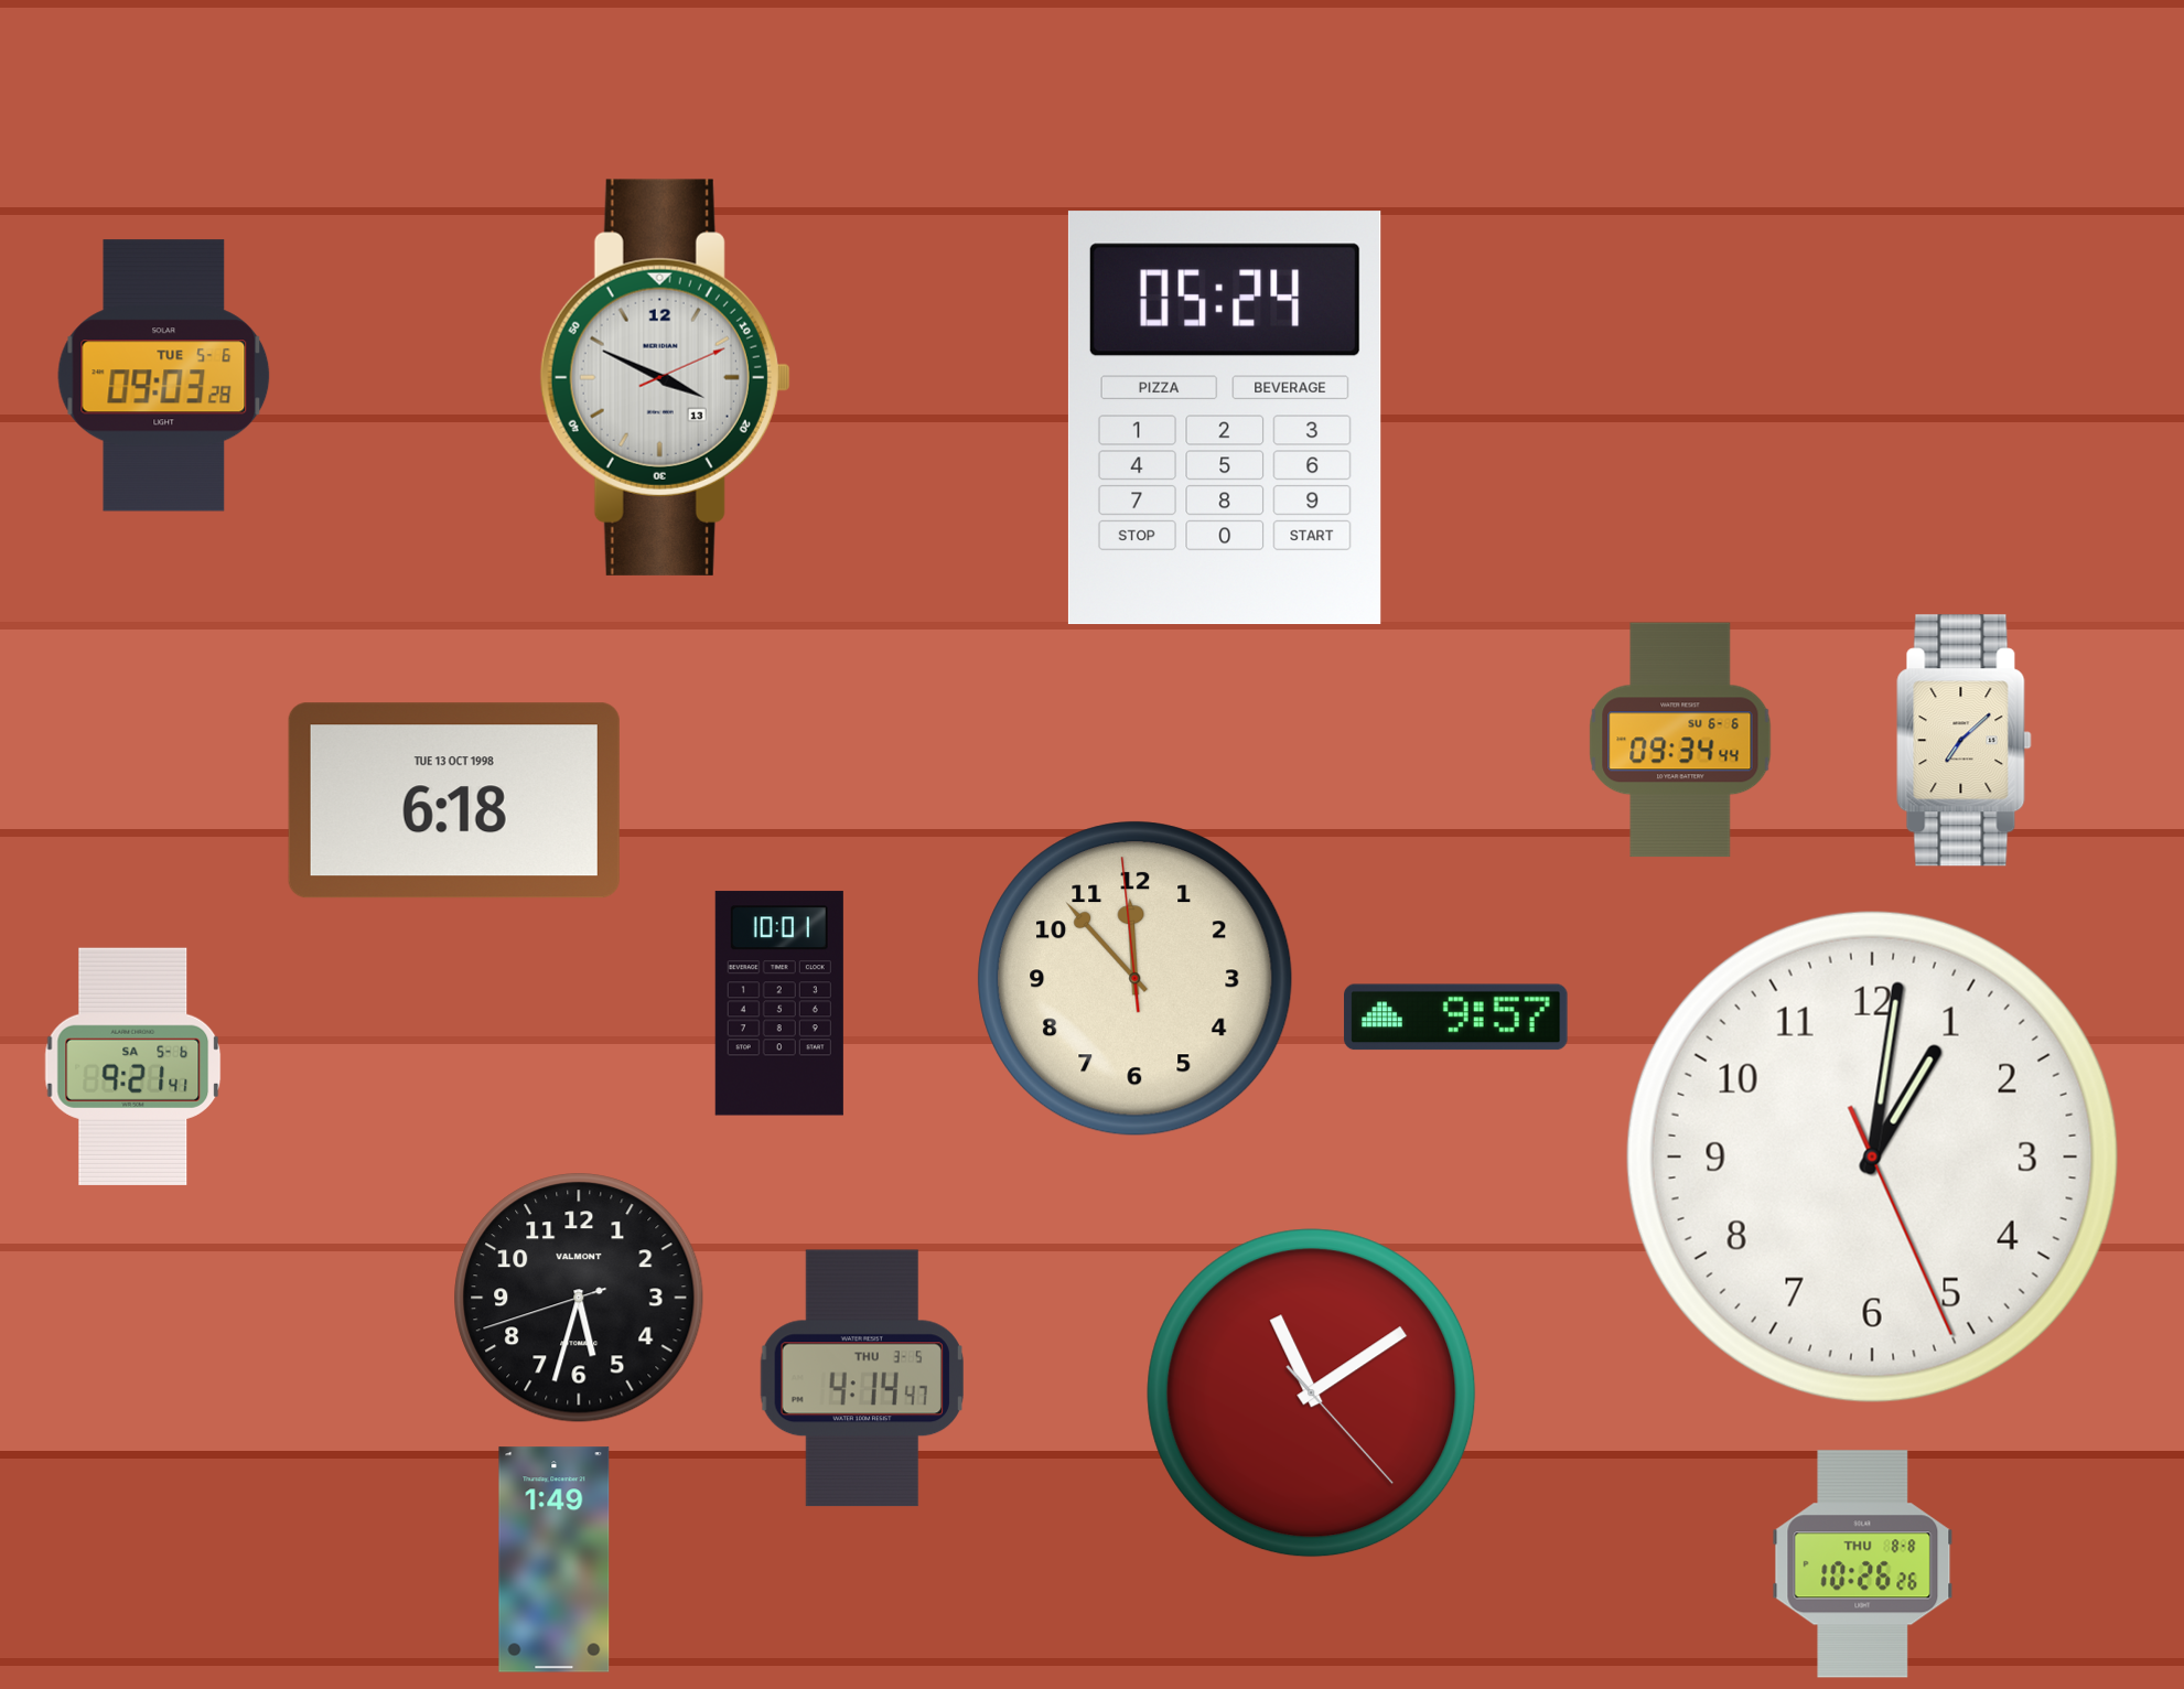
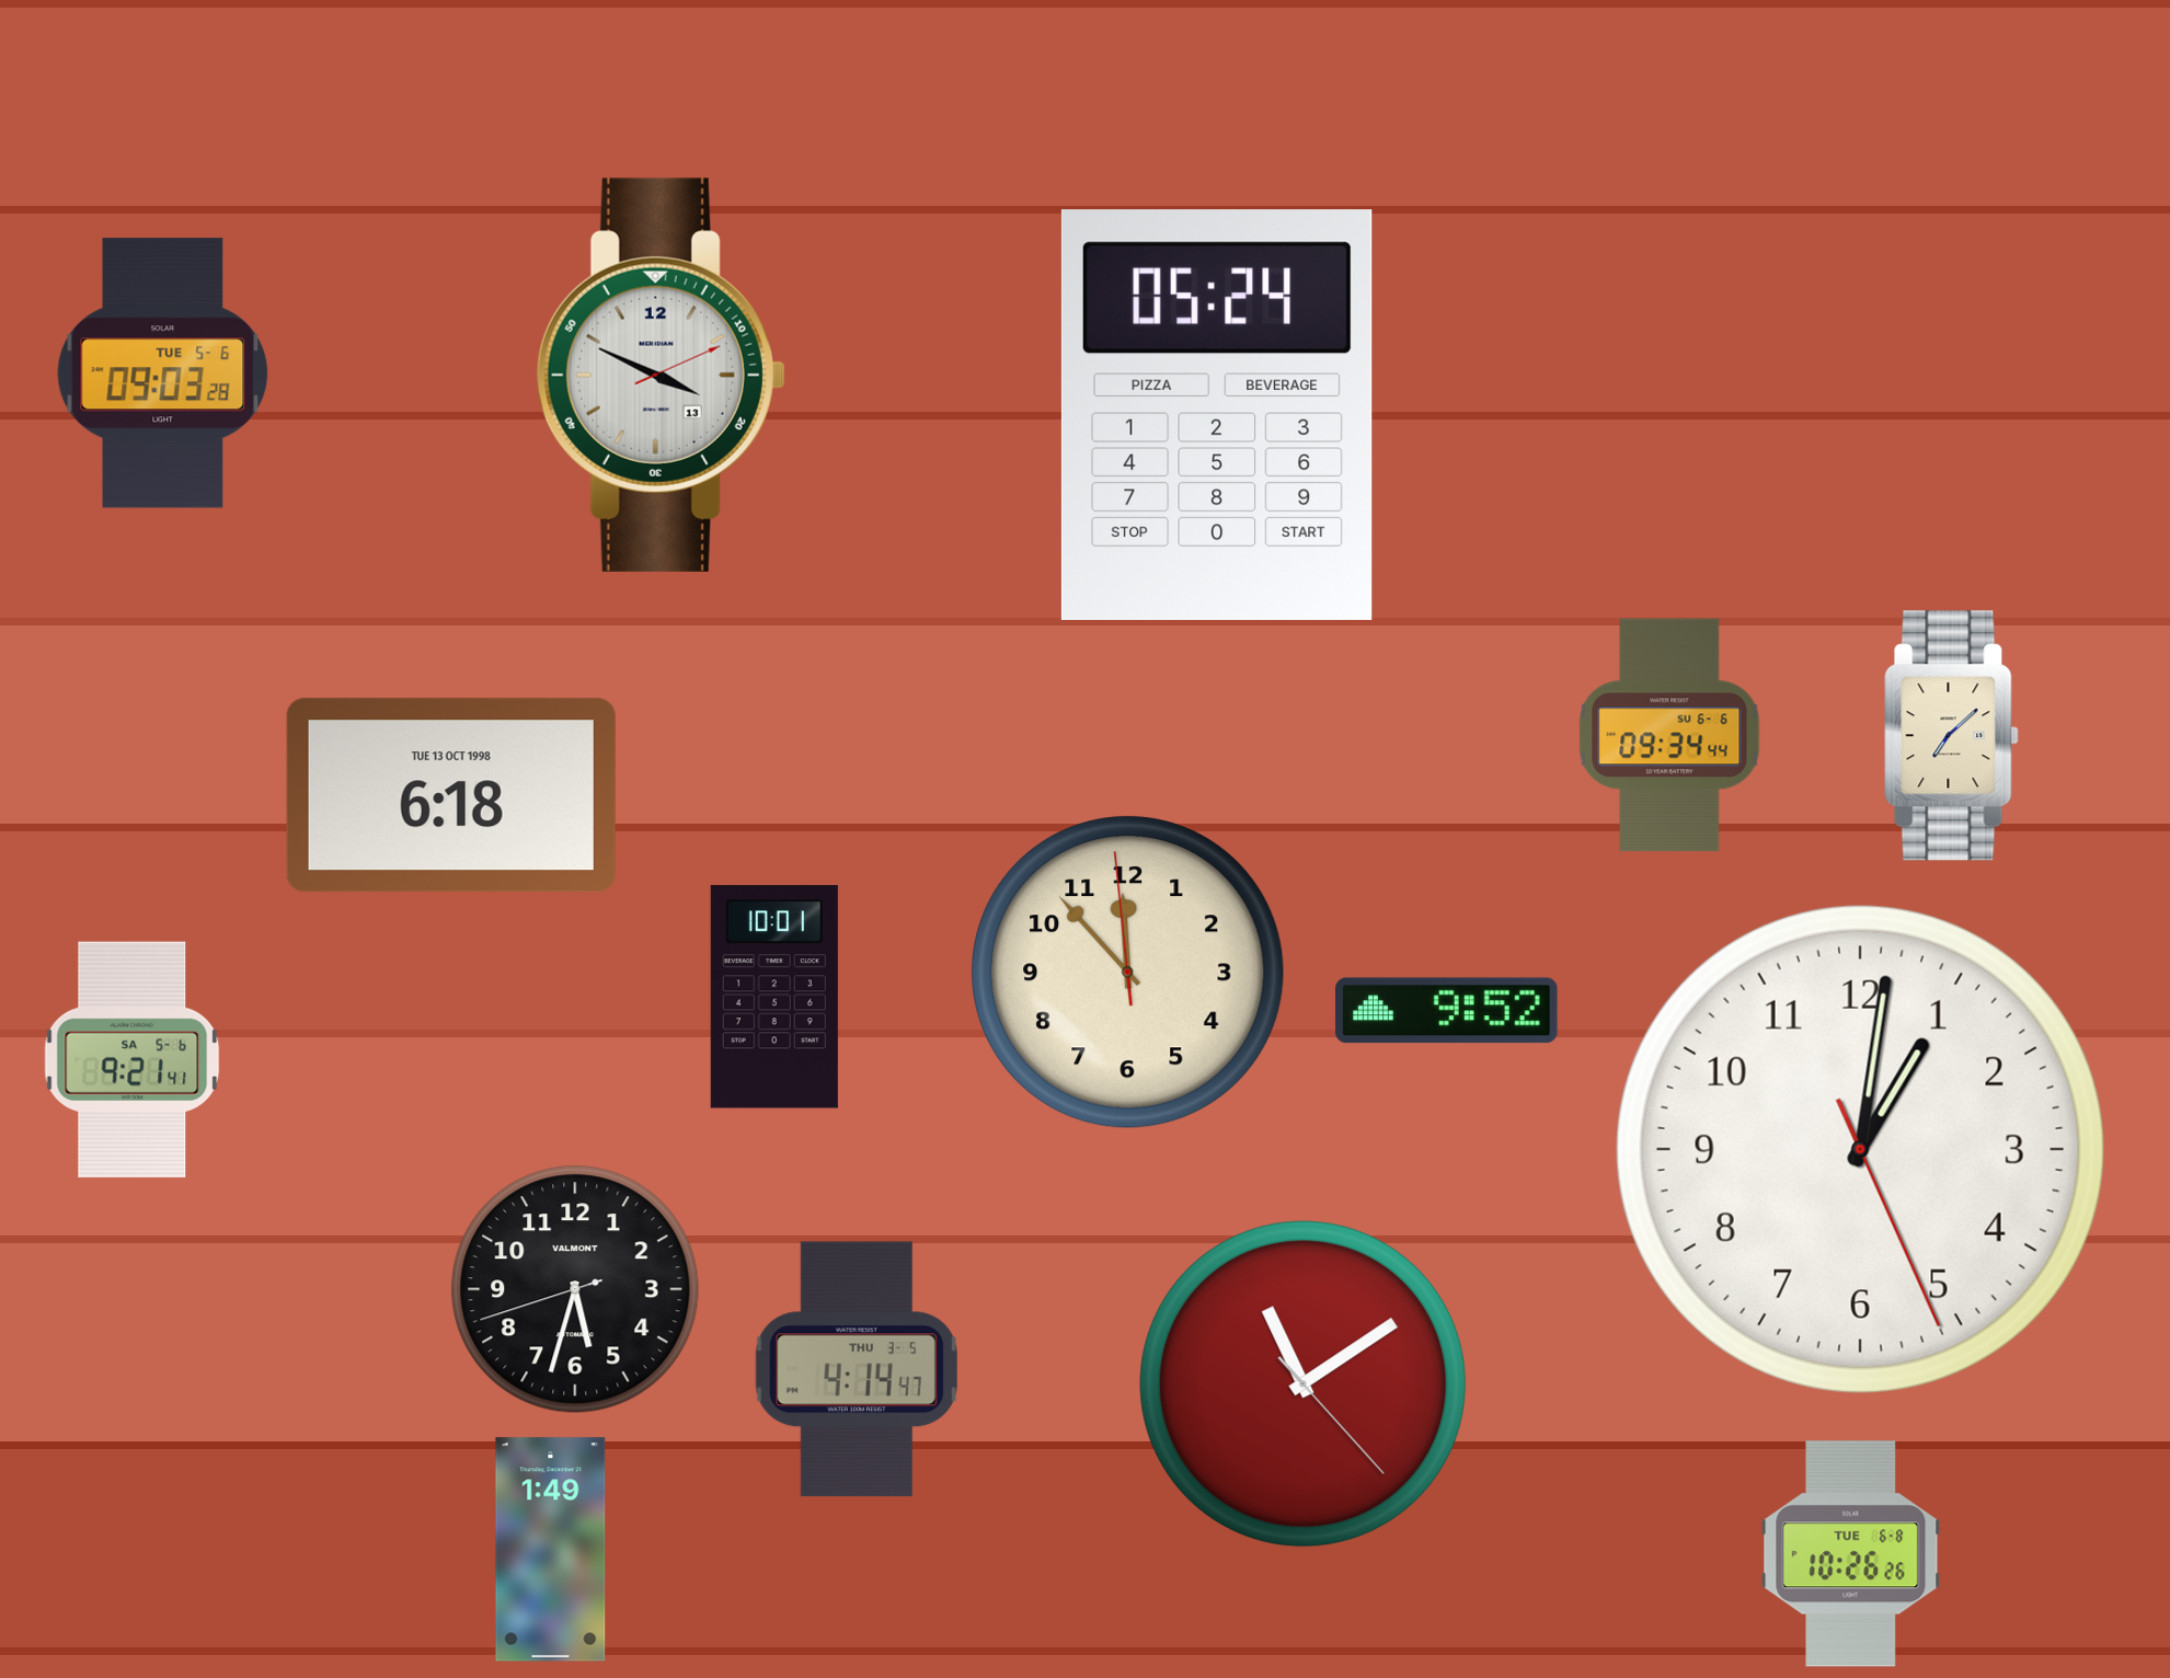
clock at (1456, 1018): 9:57 -> 9:52
clock at (1863, 1564) date: THU 8-8 -> TUE 6-8
